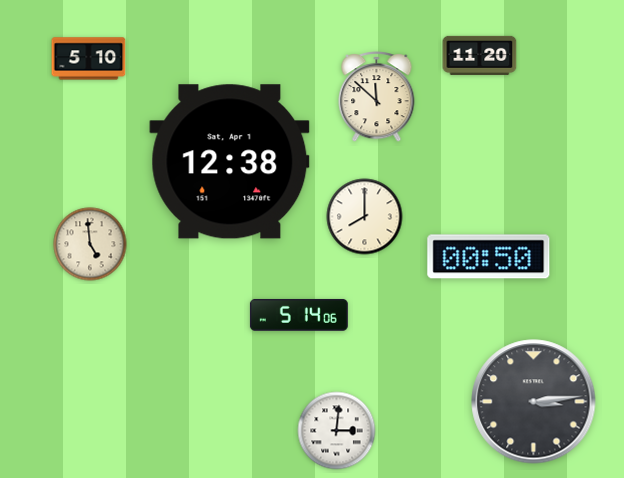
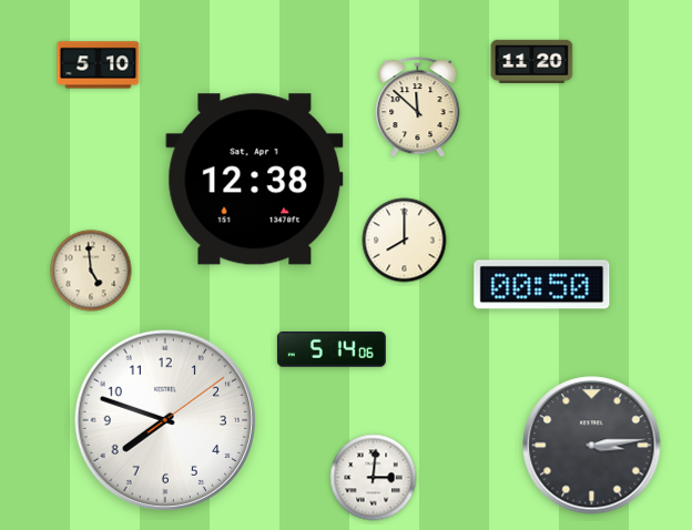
clock at (90, 244) position: (90, 244) -> (91, 271)
clock at (164, 419): none -> 7:48
